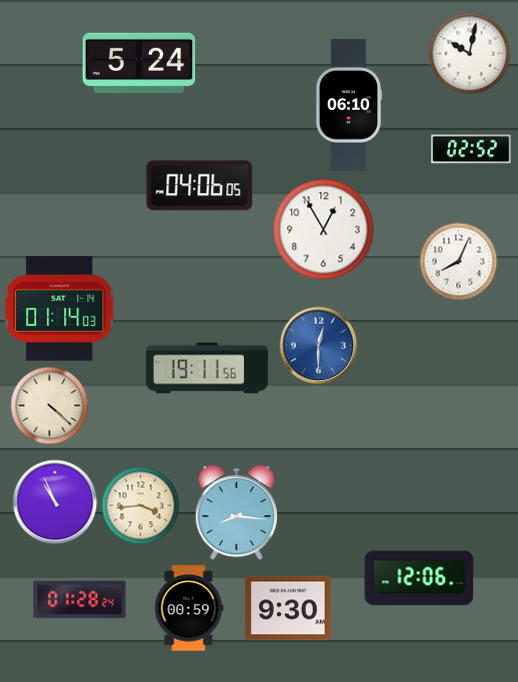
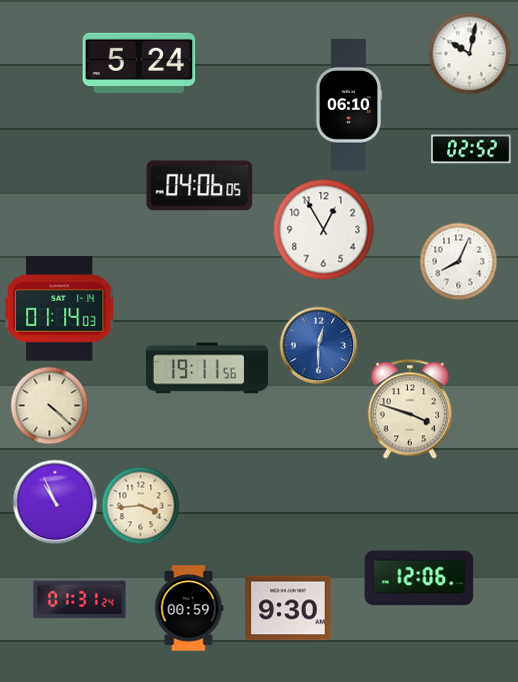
clock at (410, 409): none -> 3:48
clock at (236, 513): 8:16 -> none
clock at (80, 600): 01:28 -> 01:31
